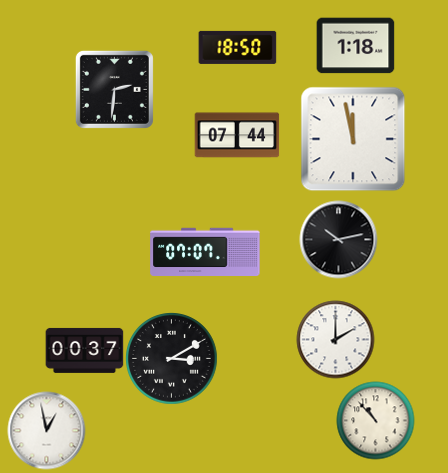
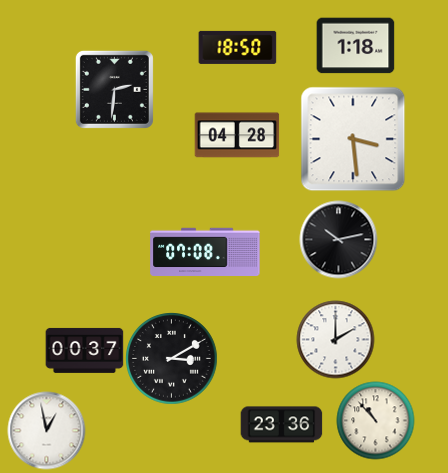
clock at (237, 135): 07:44 -> 04:28
clock at (353, 139): 11:58 -> 3:29
clock at (205, 251): 07:07 -> 07:08
clock at (281, 425): none -> 23:36
